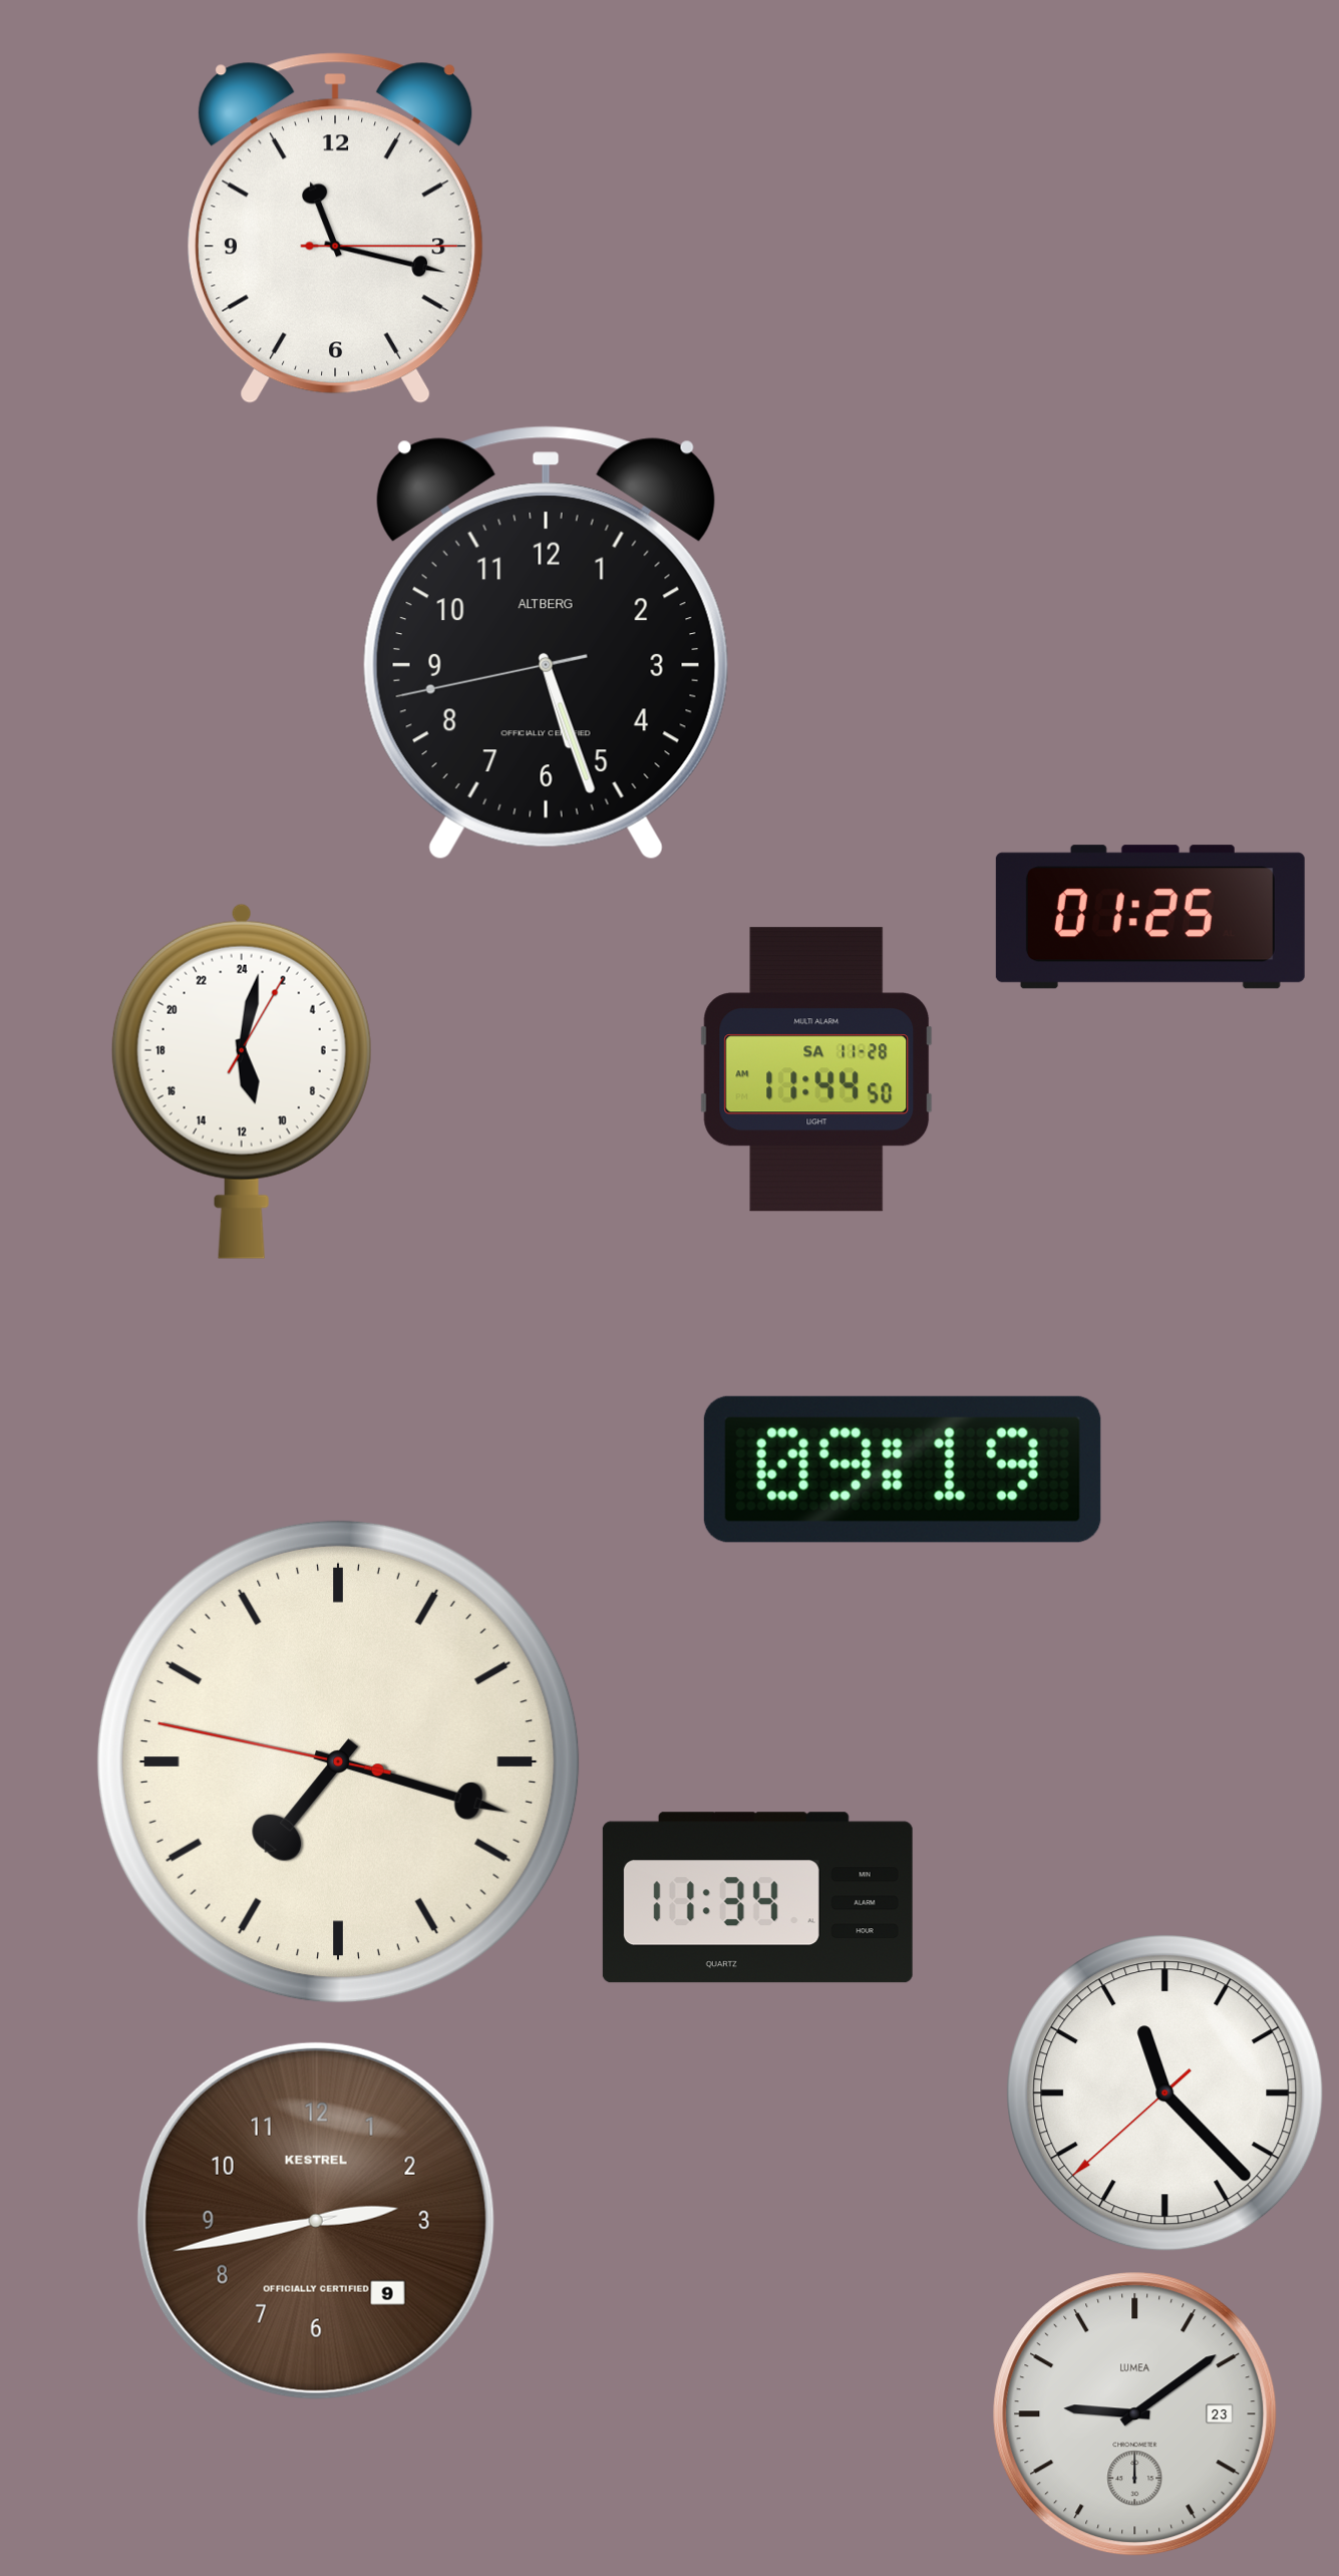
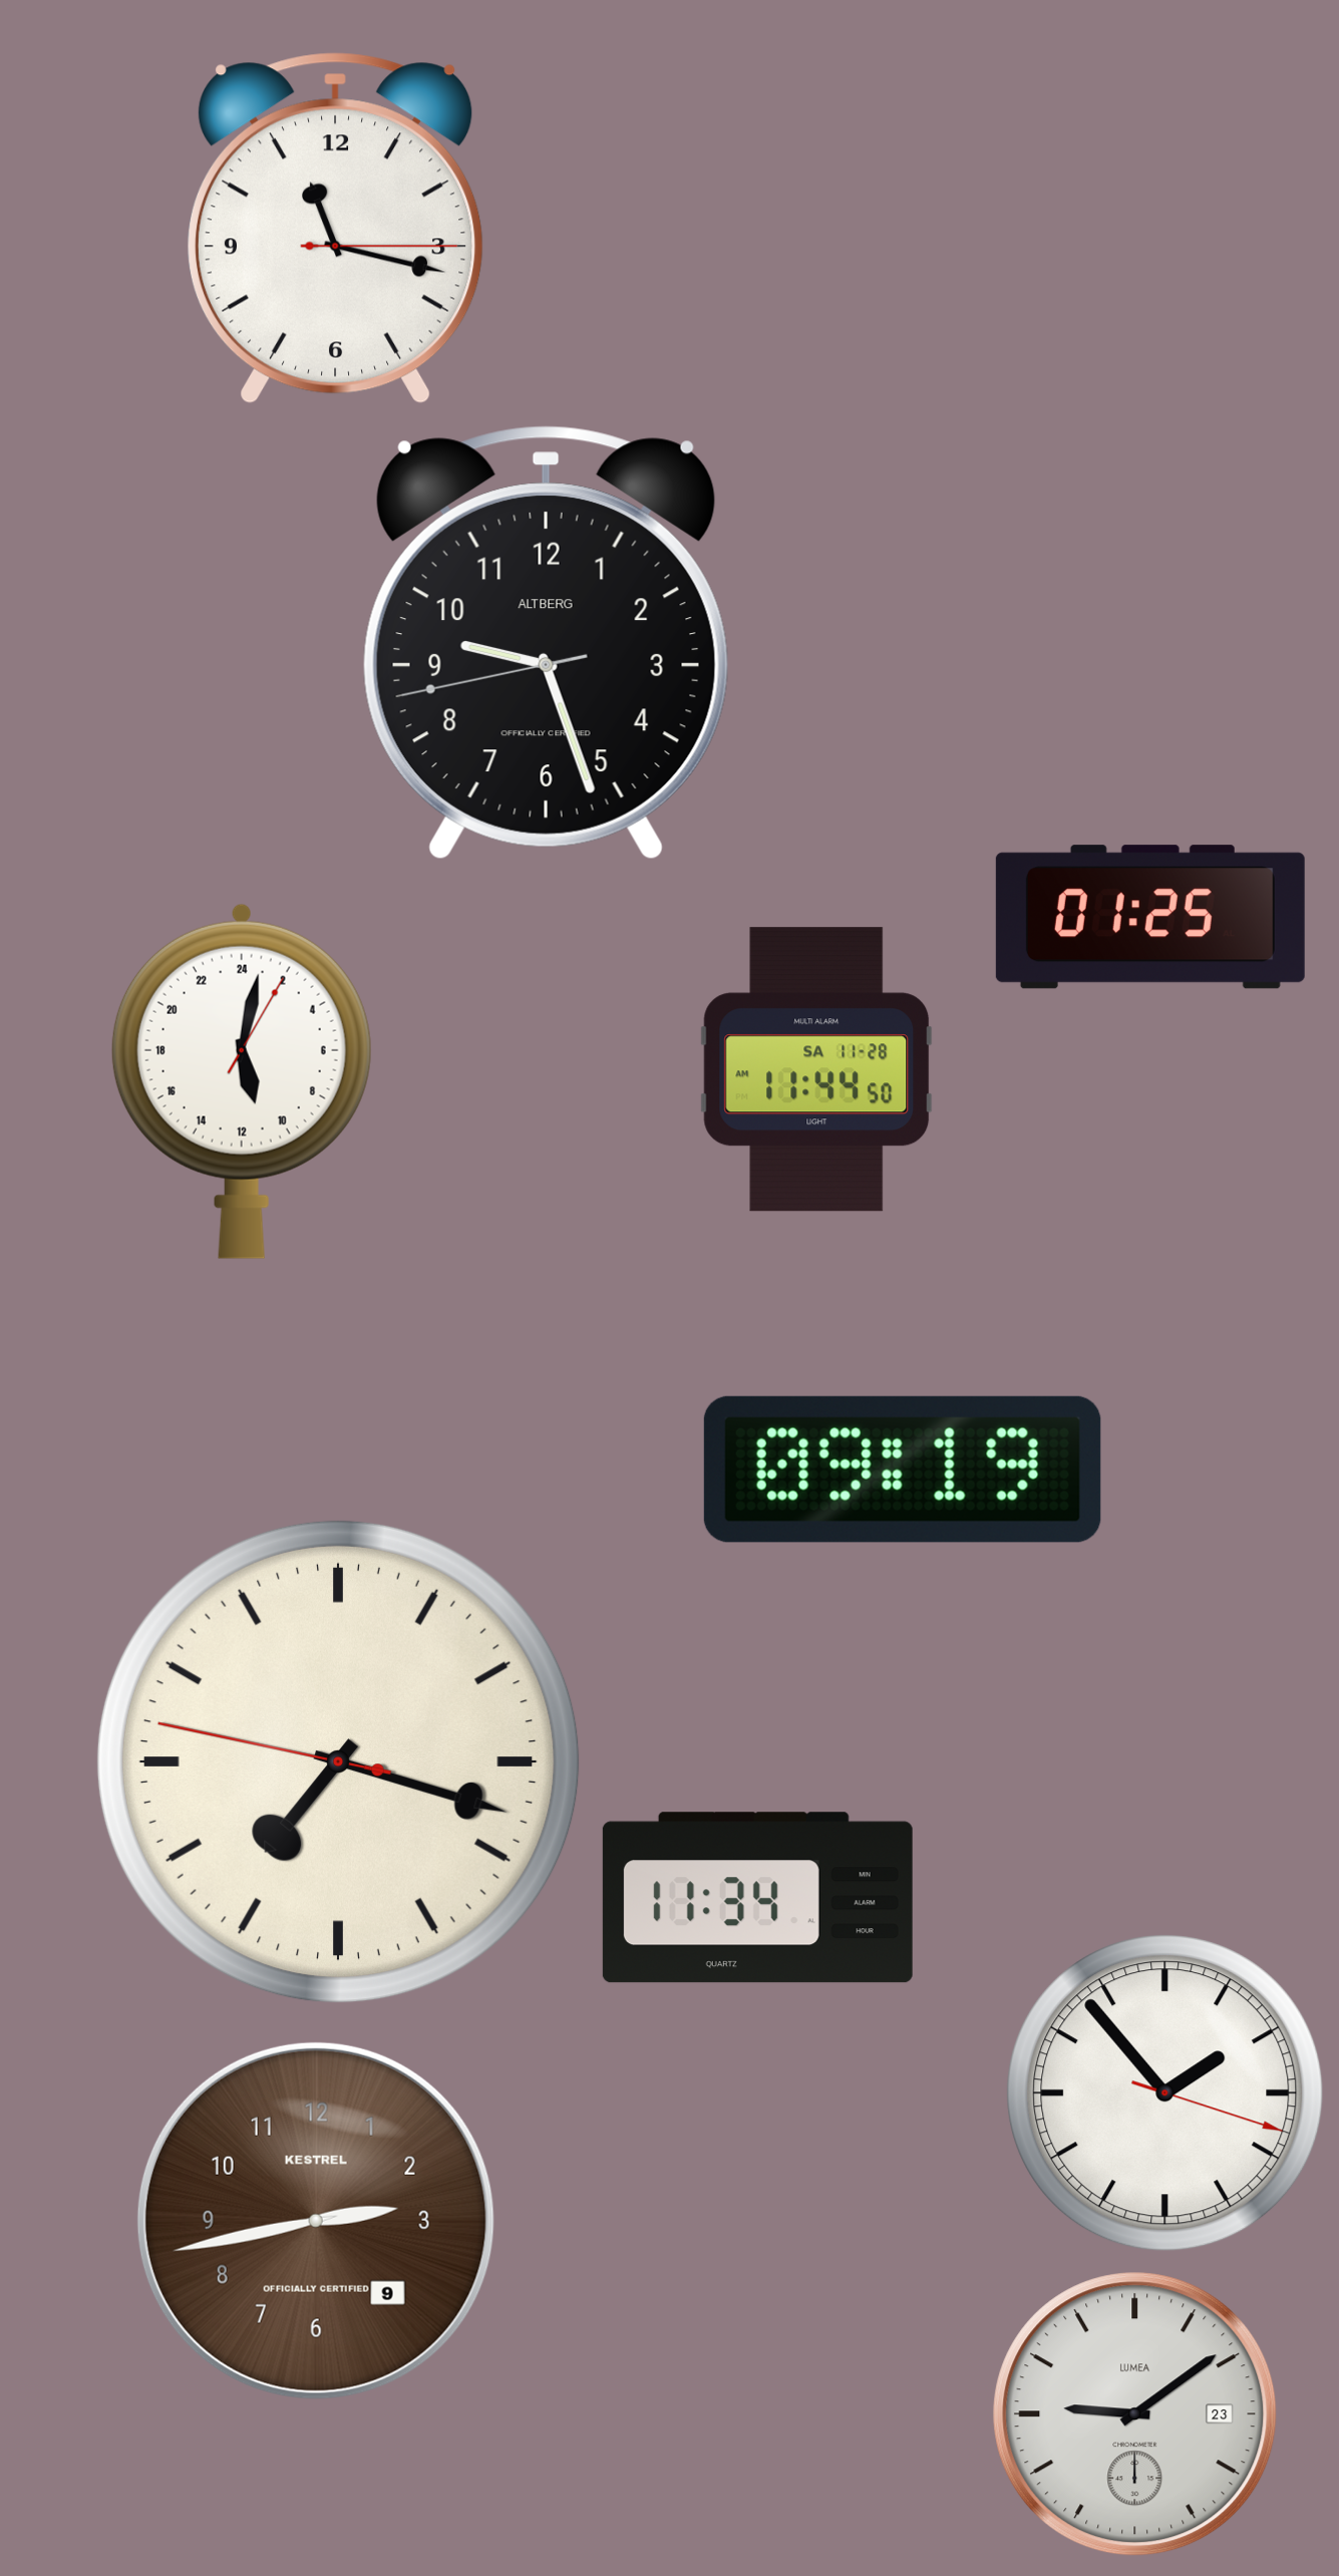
clock at (546, 643): 5:26 -> 9:26
clock at (1165, 2094): 11:22 -> 1:53
